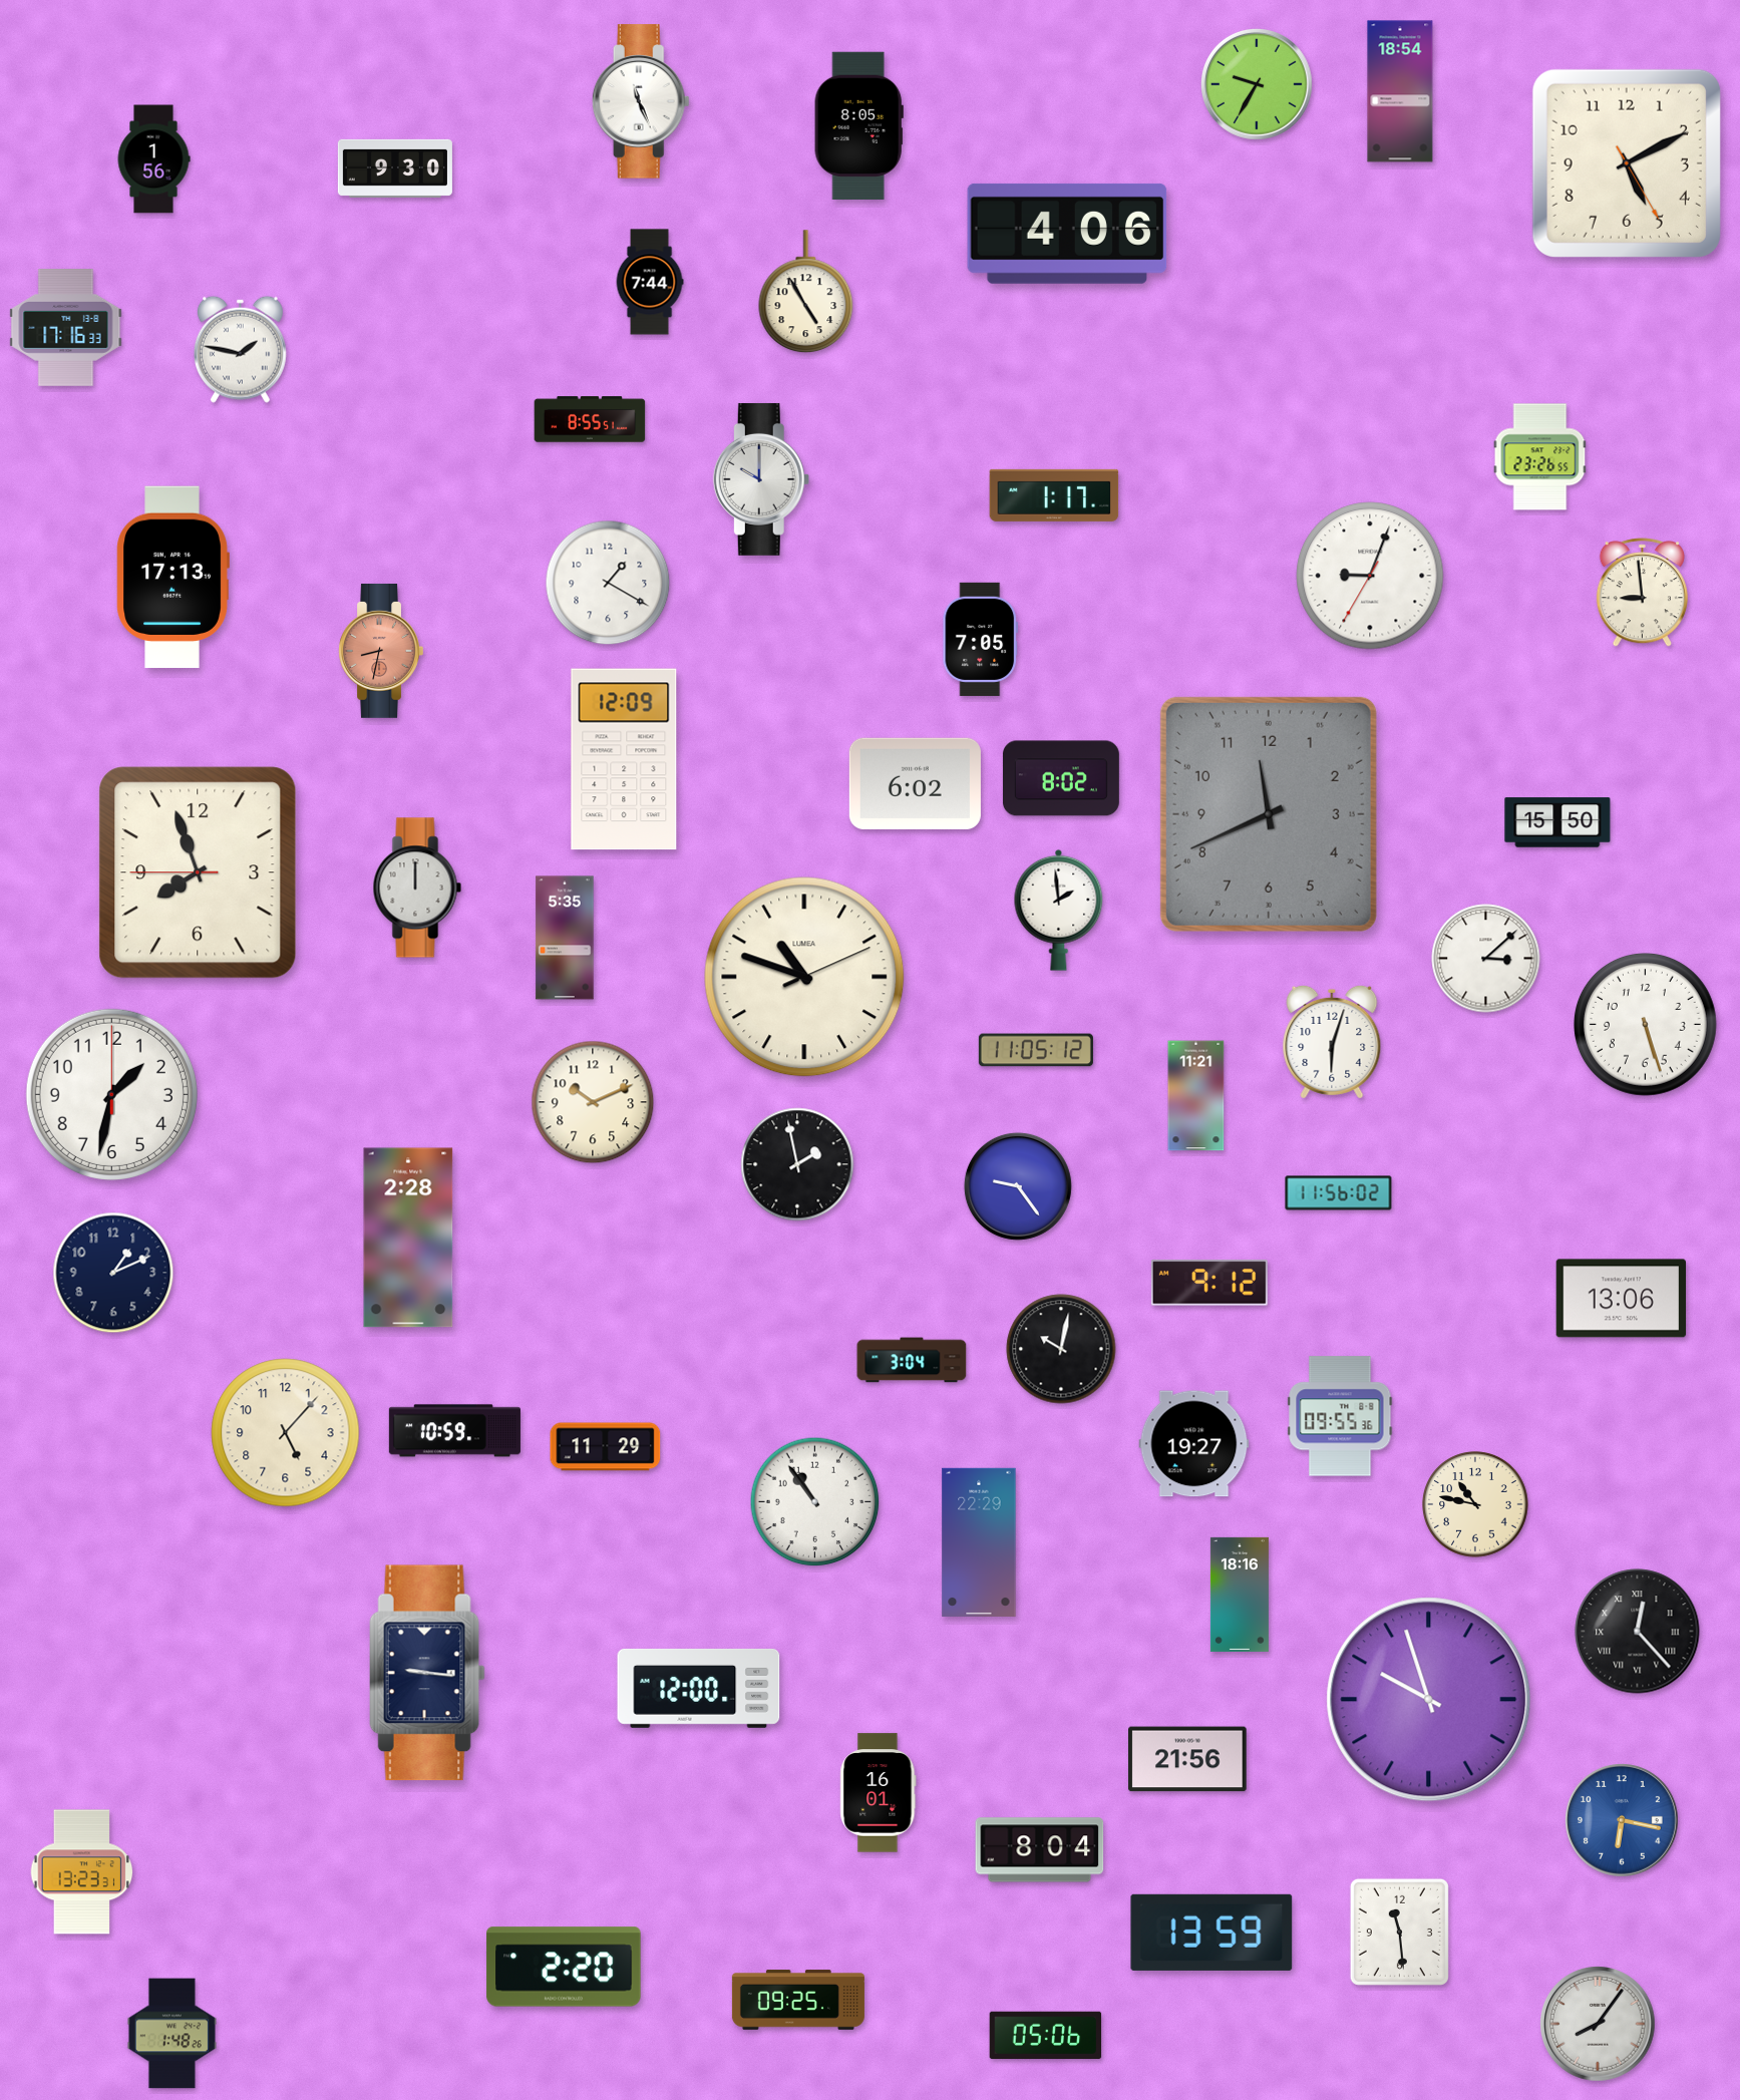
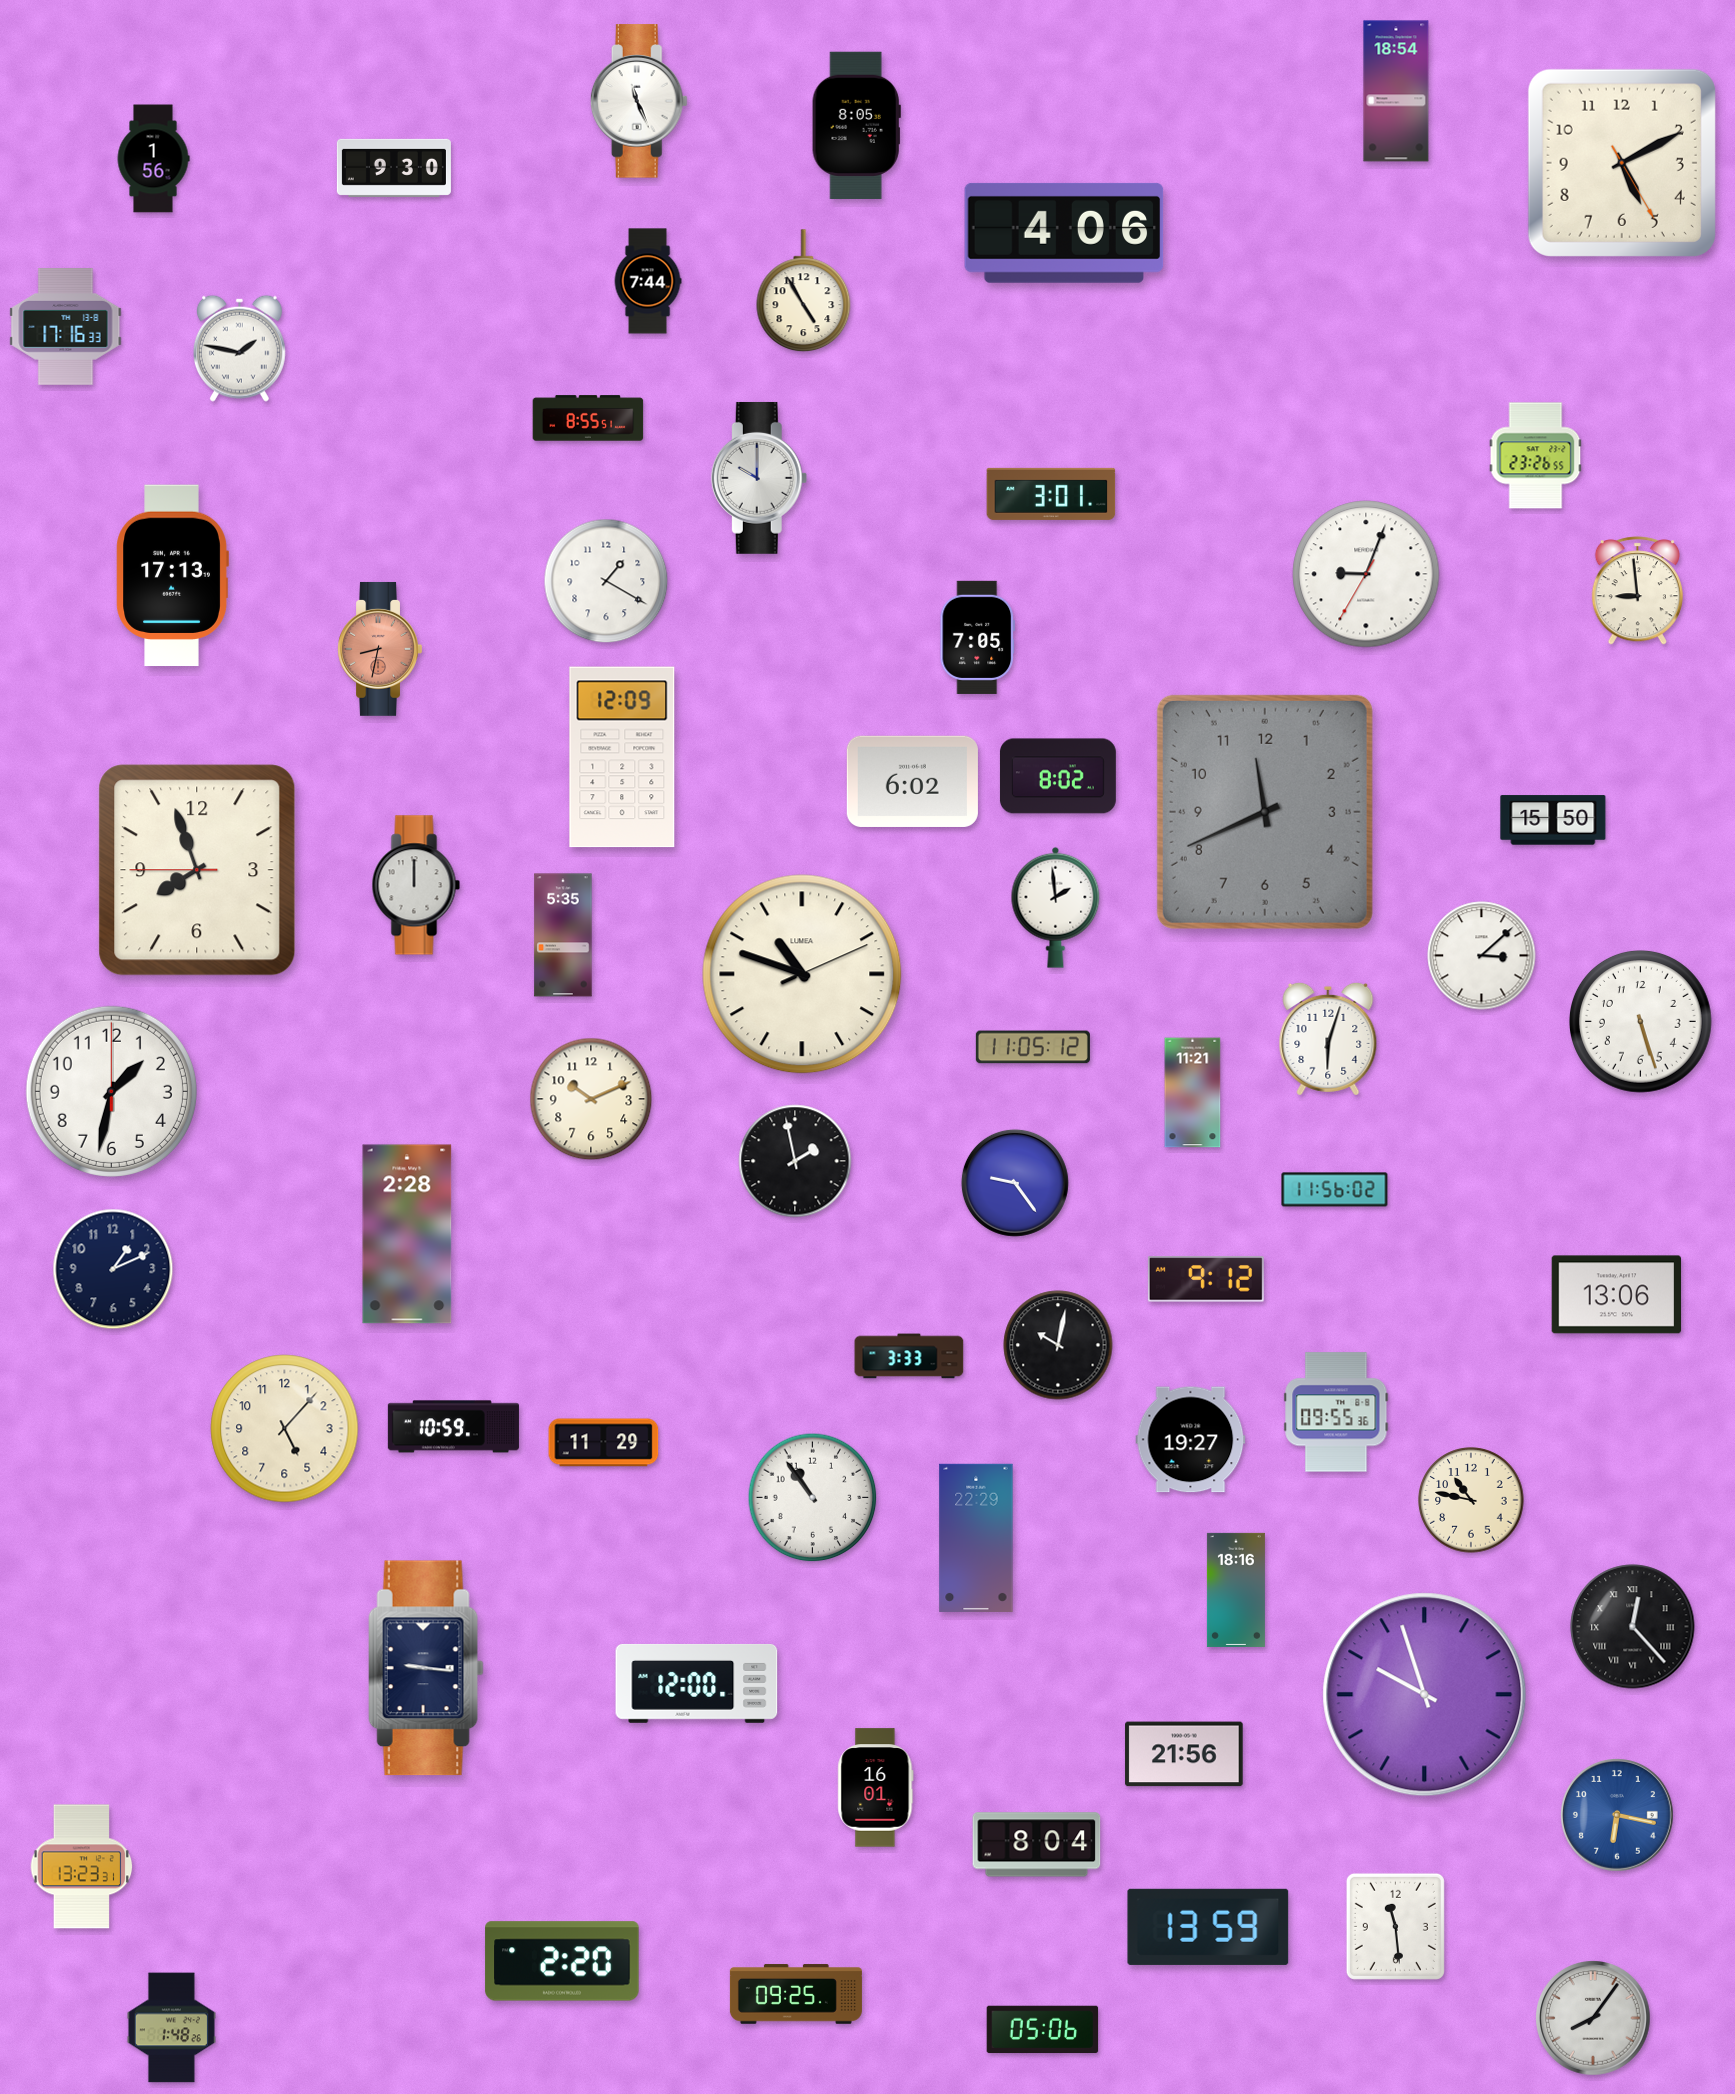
clock at (1257, 84): 9:35 -> none
clock at (1054, 495): 1:17 -> 3:01
clock at (912, 1360): 3:04 -> 3:33
